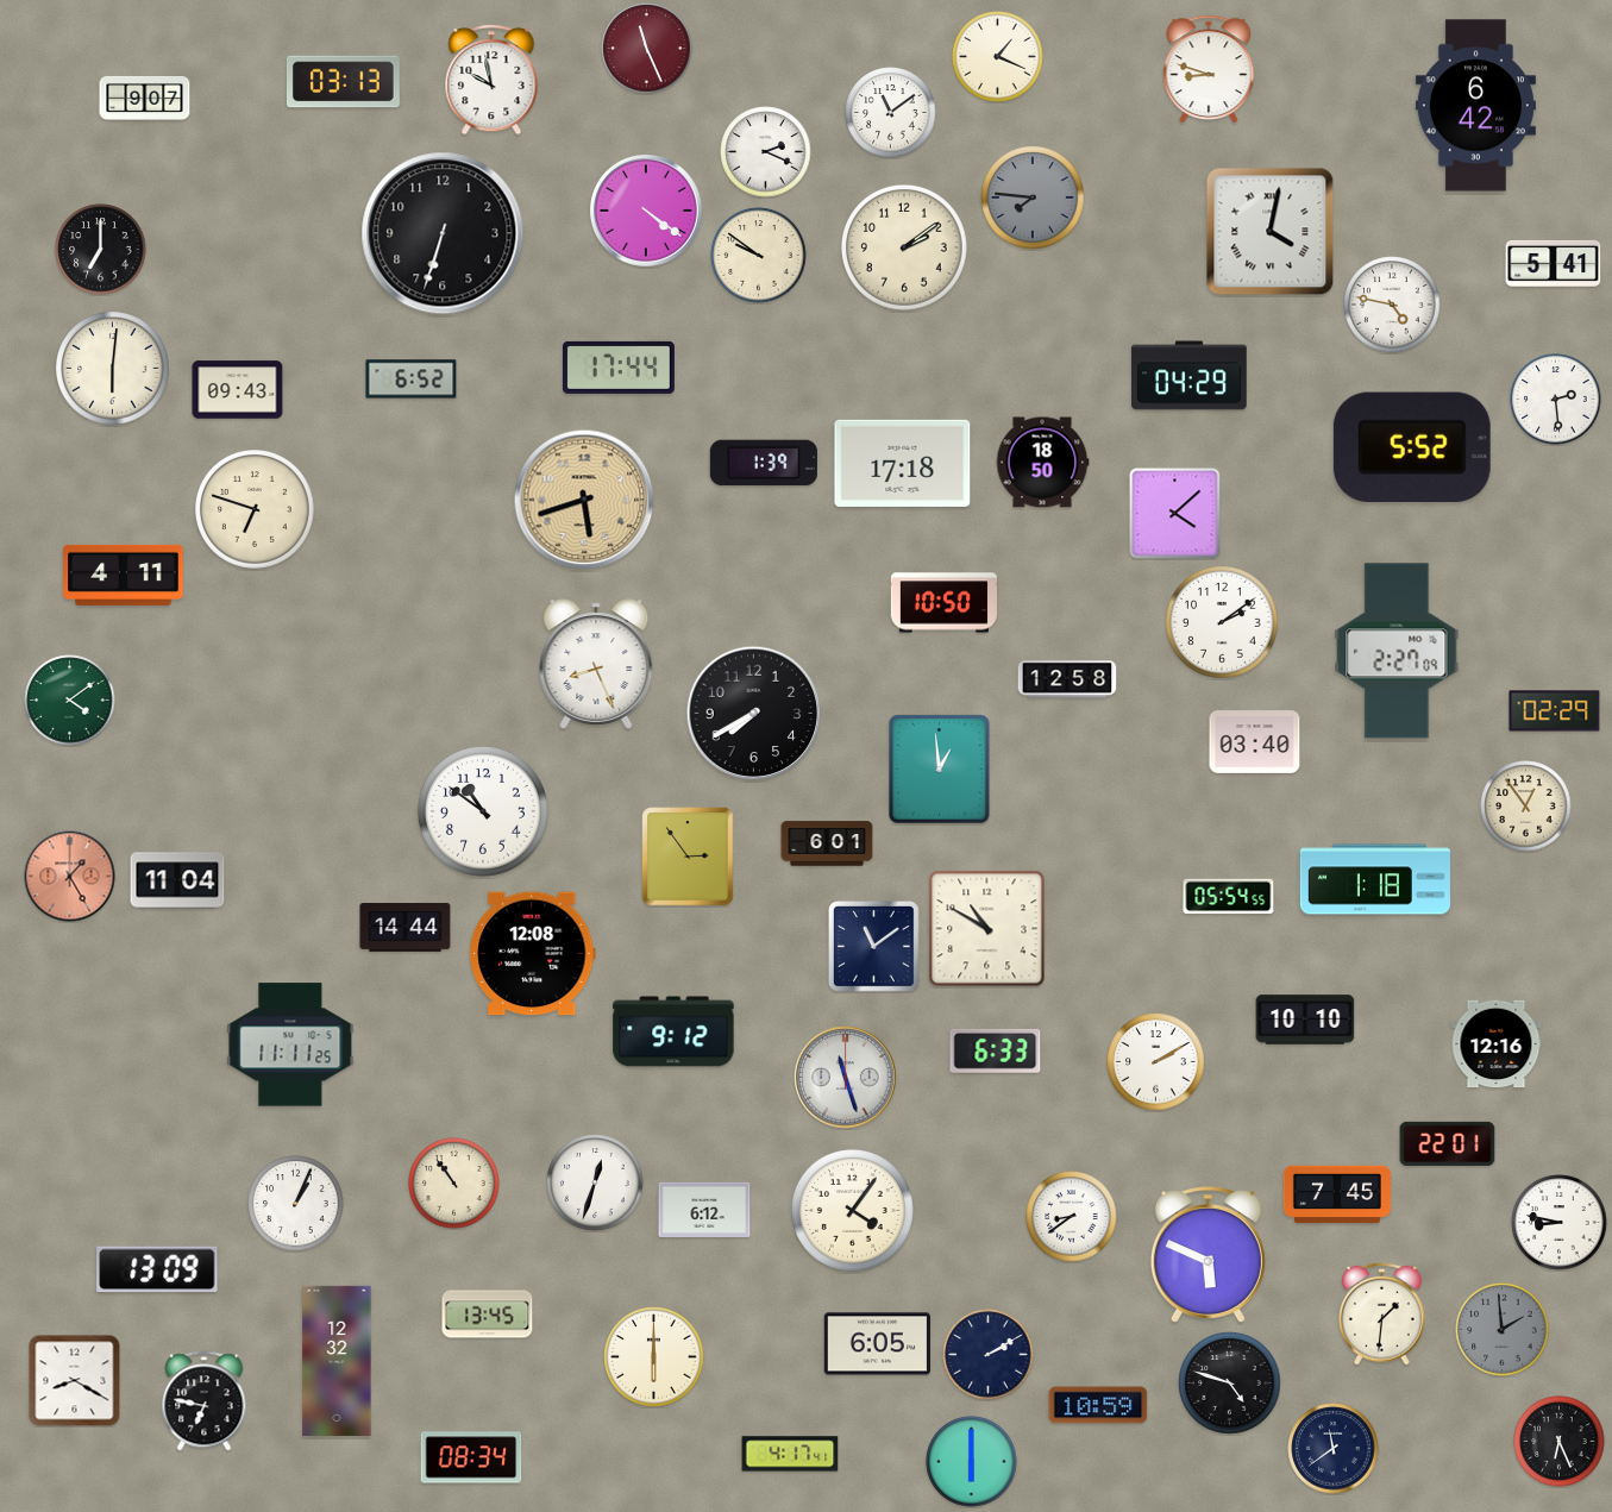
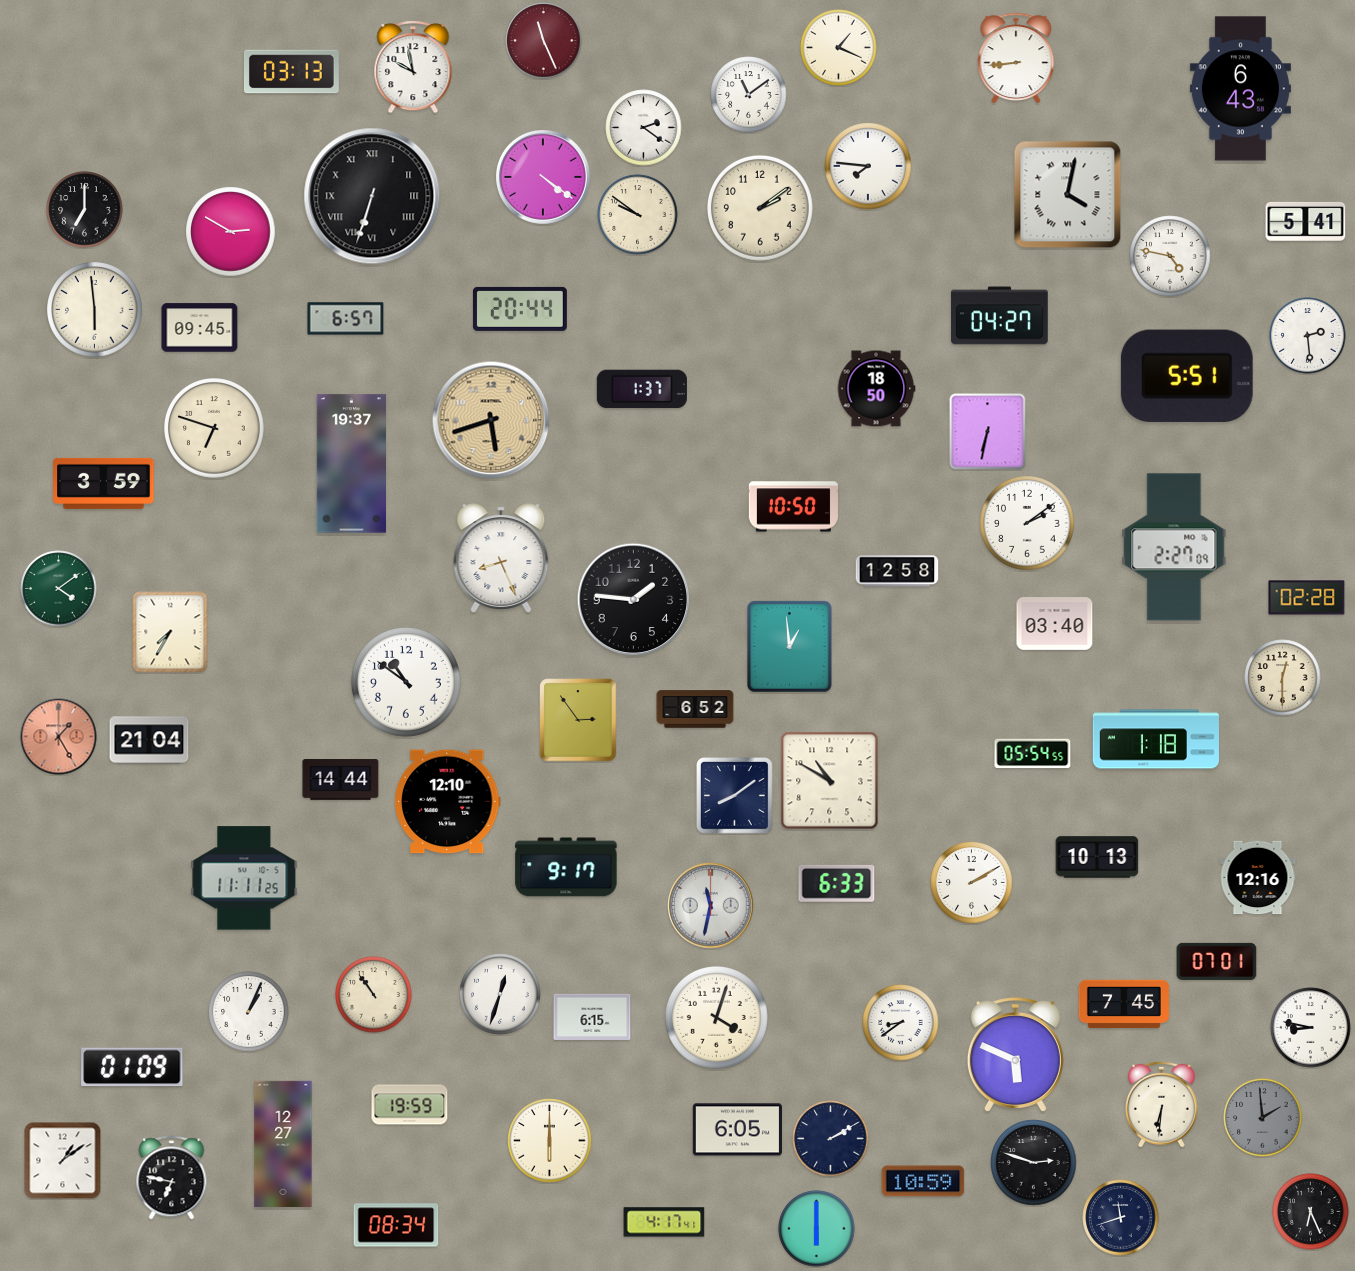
clock at (1209, 69): 8:48 -> 8:44
clock at (343, 82) position: (343, 82) -> (291, 72)
clock at (145, 98): 9:07 -> none
clock at (1475, 106): 6:42 -> 6:43
clock at (766, 152): 2:19 -> 2:21
clock at (1033, 197) dial: grey -> white
clock at (443, 233) numerals: Arabic -> Roman
clock at (231, 232): none -> 2:50
clock at (619, 368): 17:44 -> 20:44
clock at (113, 369): 6:01 -> 5:59
clock at (1190, 376): 04:29 -> 04:27
clock at (412, 379): 6:52 -> 6:57
clock at (238, 390): 09:43 -> 09:45
clock at (1412, 447): 5:52 -> 5:51
clock at (764, 463): 1:39 -> 1:37
clock at (903, 463): 17:18 -> none
clock at (1175, 514): 4:08 -> 6:32
clock at (351, 464): none -> 19:37
clock at (124, 575): 4:11 -> 3:59
clock at (1555, 711): 02:29 -> 02:28
clock at (754, 714): 7:40 -> 1:46
clock at (170, 632): none -> 7:35
clock at (1526, 807): 12:54 -> 12:30
clock at (827, 843): 6:01 -> 6:52
clock at (177, 880): 11:04 -> 21:04
clock at (874, 947): 11:09 -> 8:09
clock at (533, 954): 12:08 -> 12:10
clock at (1305, 1019): 10:10 -> 10:13
clock at (673, 1031): 9:12 -> 9:17
clock at (1156, 1062) position: (1156, 1062) -> (972, 883)
clock at (846, 1078): 11:27 -> 11:32
clock at (1448, 1143): 22:01 -> 07:01
clock at (454, 1184) position: (454, 1184) -> (374, 995)
clock at (704, 1210): 6:12 -> 6:15
clock at (853, 1211): 4:06 -> 4:03
clock at (157, 1269): 13:09 -> 01:09
clock at (1382, 1313): 1:31 -> 6:31
clock at (488, 1315): 13:45 -> 19:59
clock at (337, 1361): 12:32 -> 12:27
clock at (75, 1381): 8:20 -> 1:09
clock at (1230, 1384): 4:48 -> 2:48
clock at (1334, 1449): 11:39 -> 11:42
